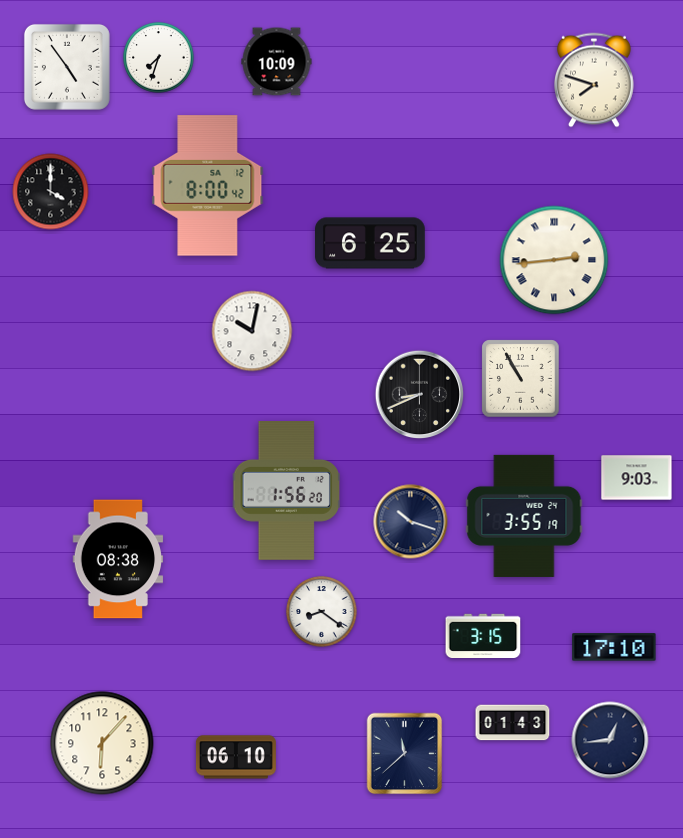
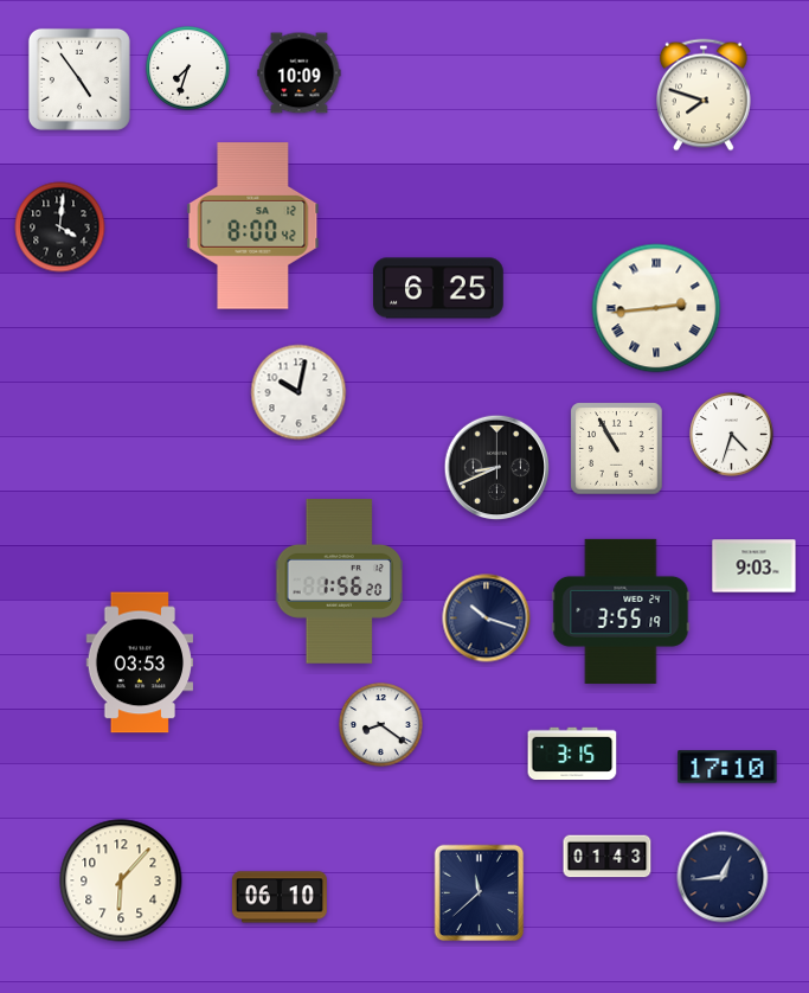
clock at (277, 62) position: (277, 62) -> (300, 73)
clock at (208, 186) position: (208, 186) -> (253, 226)
clock at (51, 192): 4:00 -> 4:01
clock at (732, 435): none -> 4:33
clock at (118, 559): 08:38 -> 03:53
